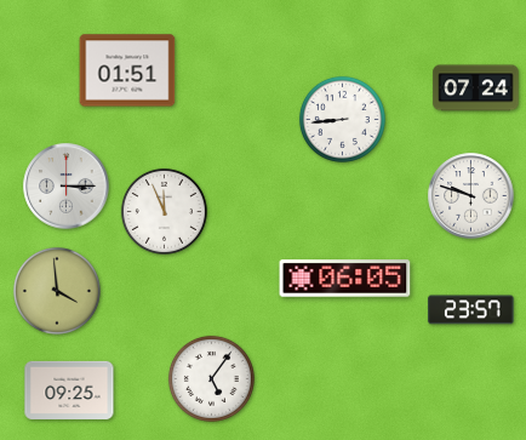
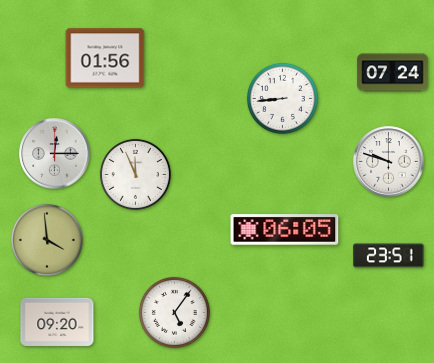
clock at (127, 70): 01:51 -> 01:56
clock at (67, 187): 3:15 -> 12:15
clock at (471, 310): 23:57 -> 23:51
clock at (69, 390): 09:25 -> 09:20
